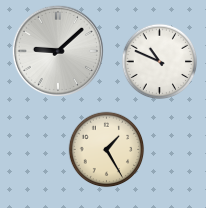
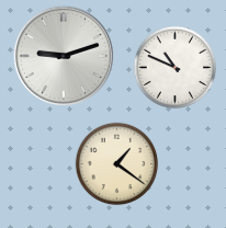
clock at (58, 51): 9:08 -> 9:12
clock at (107, 150): 1:25 -> 1:21
